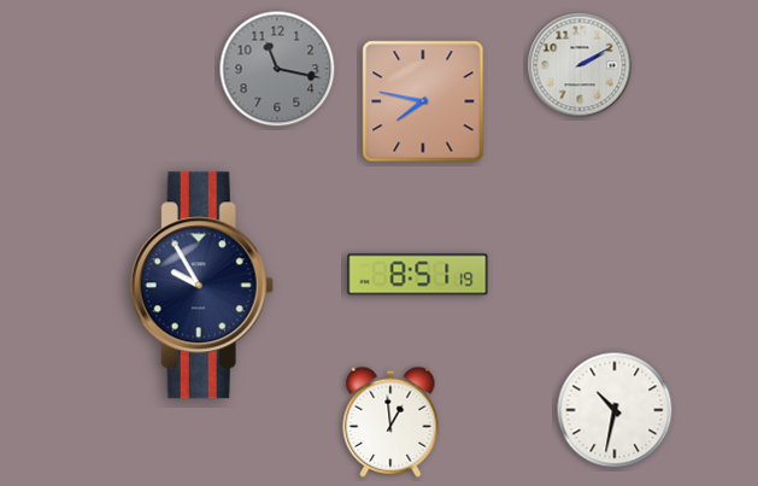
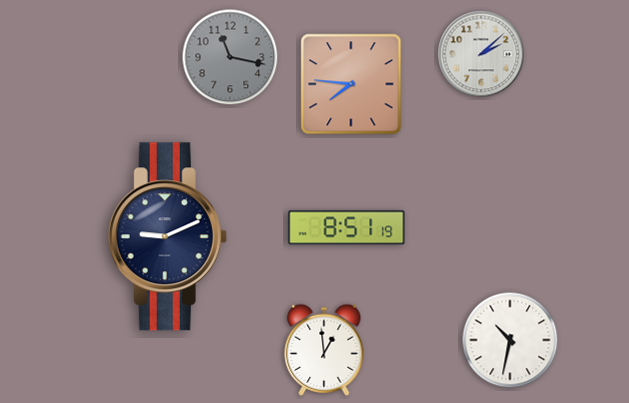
clock at (580, 65): 2:10 -> 2:08
clock at (423, 101): 7:47 -> 7:46
clock at (201, 286): 9:55 -> 9:11
